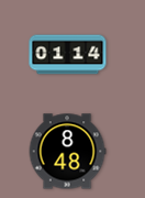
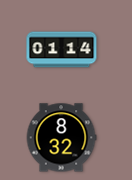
clock at (67, 152): 8:48 -> 8:32
